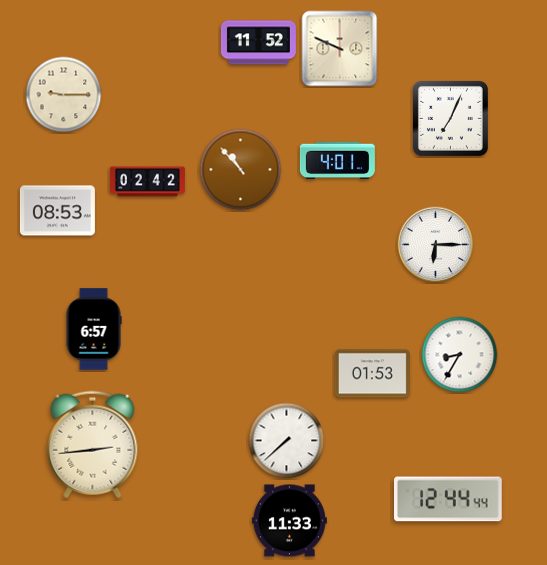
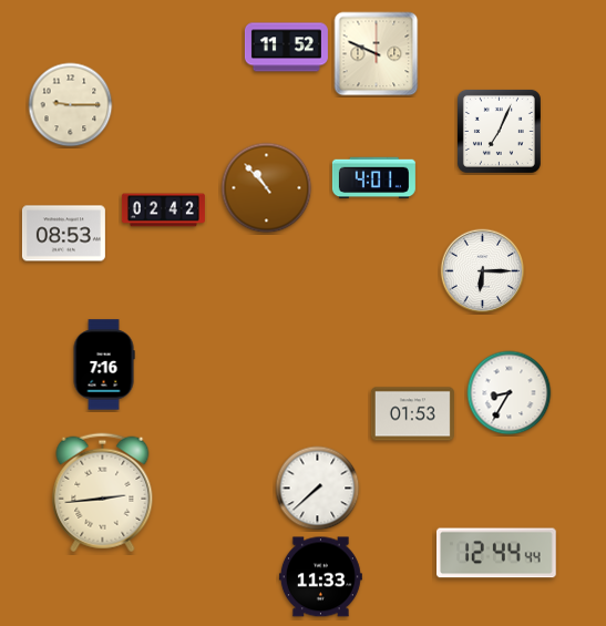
clock at (147, 182) position: (147, 182) -> (163, 211)
clock at (94, 329): 6:57 -> 7:16
